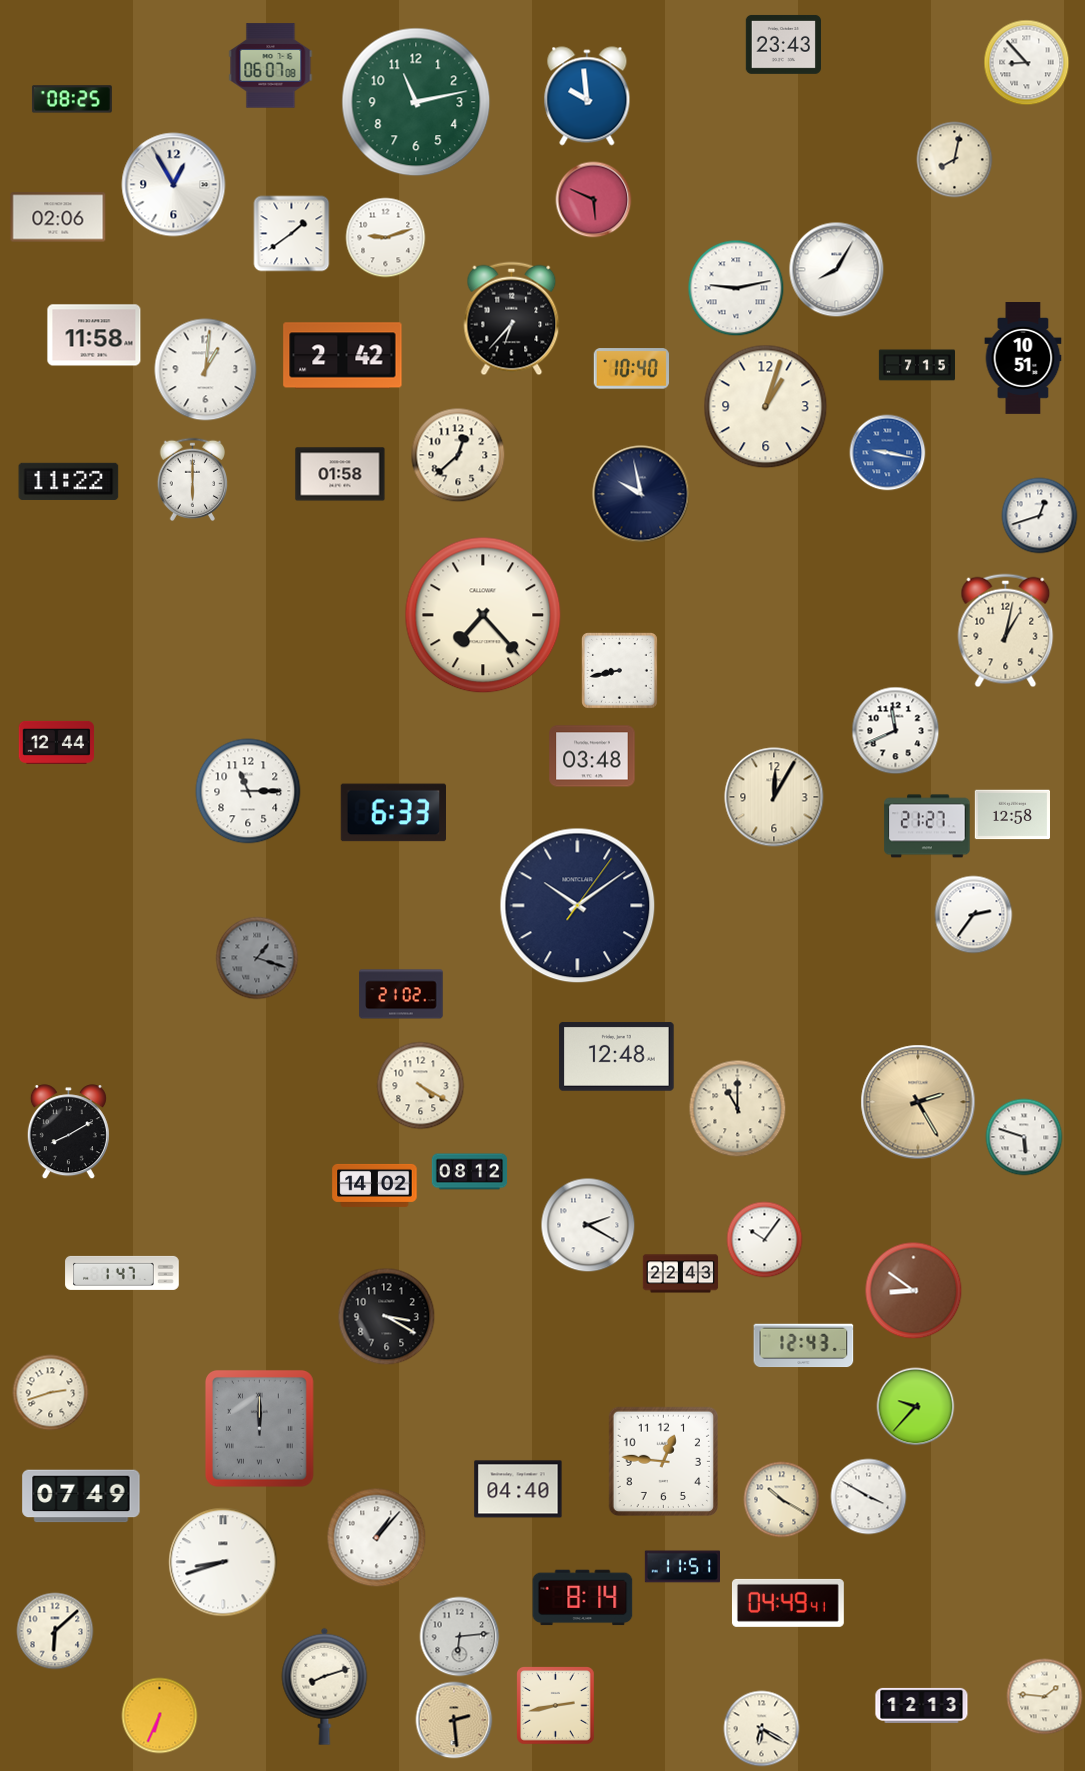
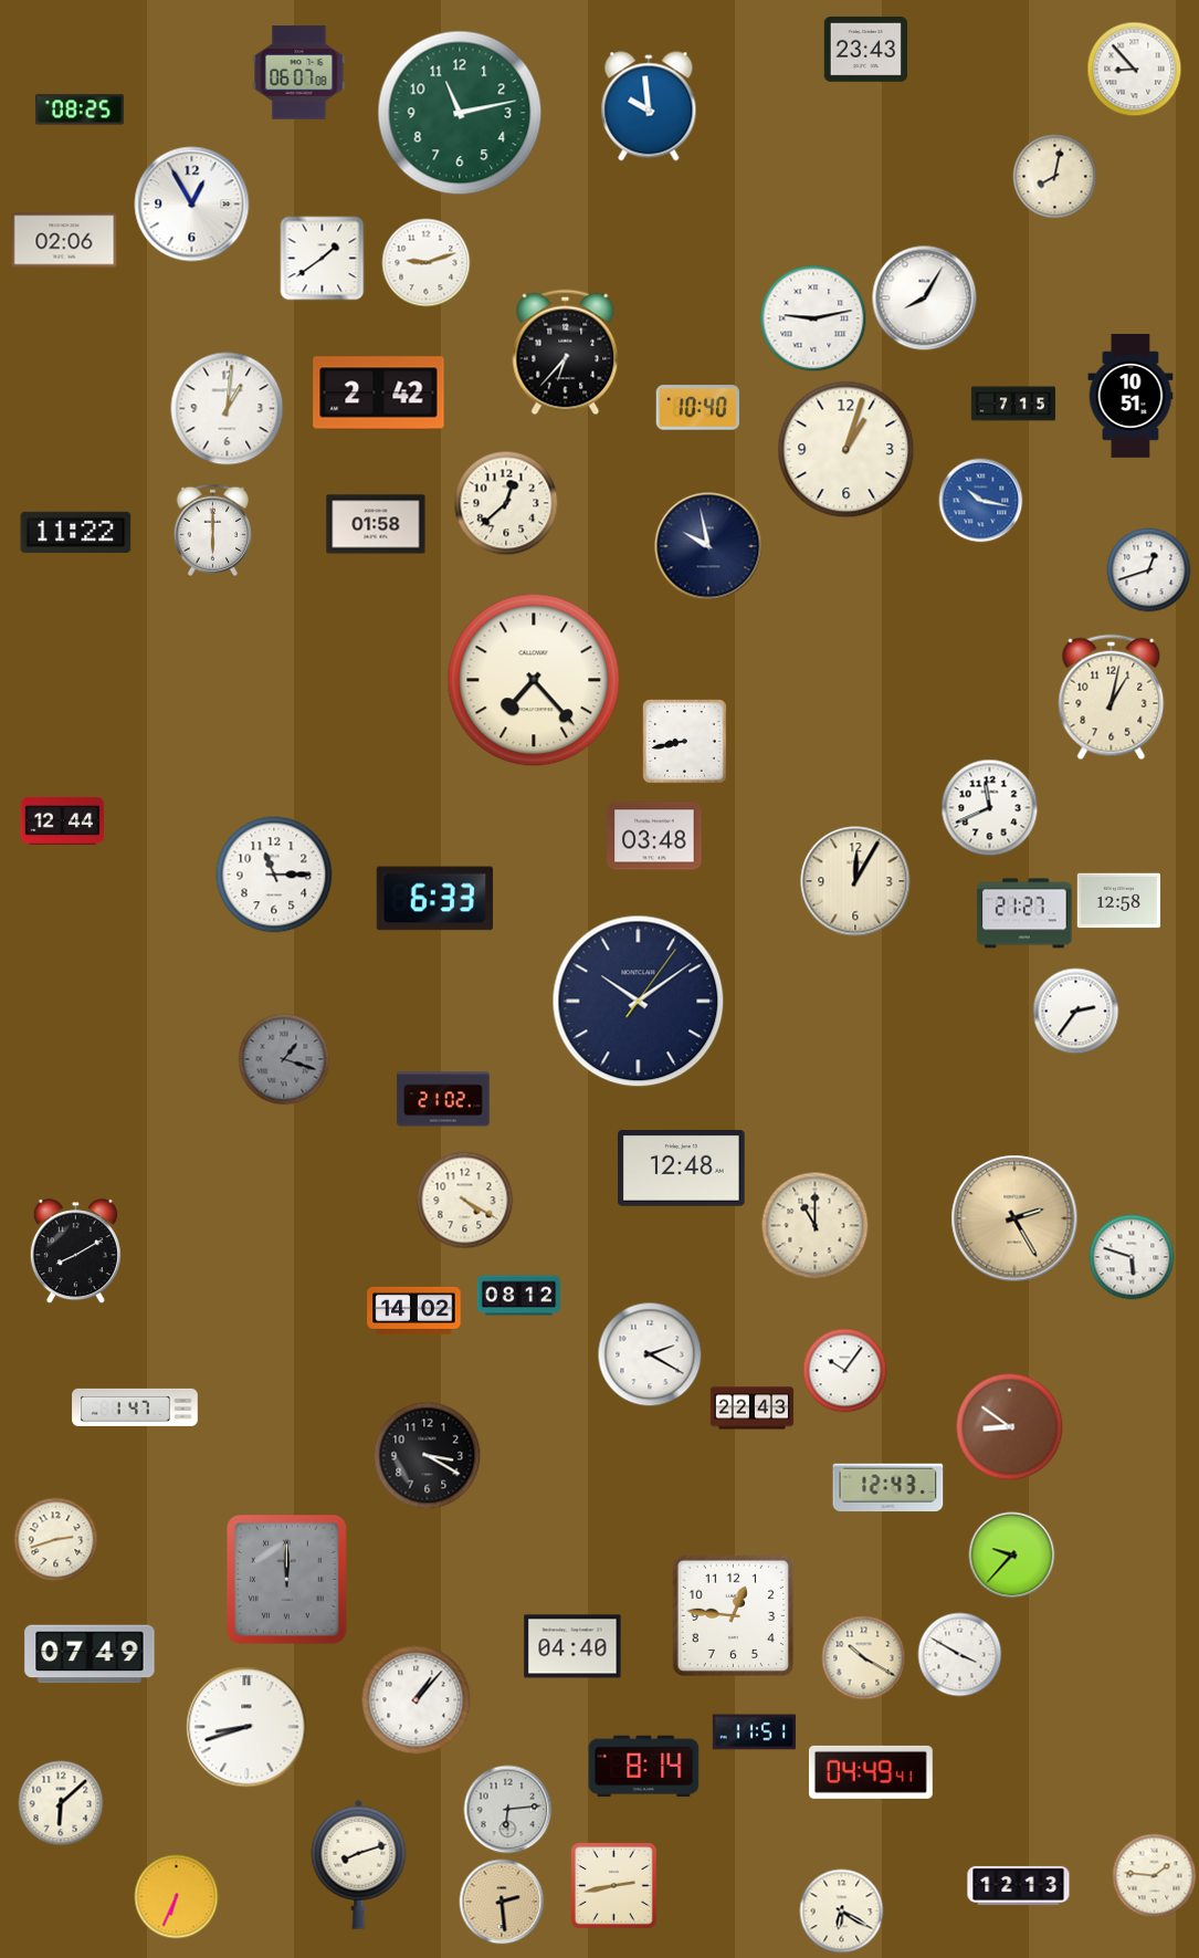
clock at (594, 200): 5:49 -> none
clock at (94, 335): 11:58 -> none
clock at (888, 453): 9:17 -> 10:17
